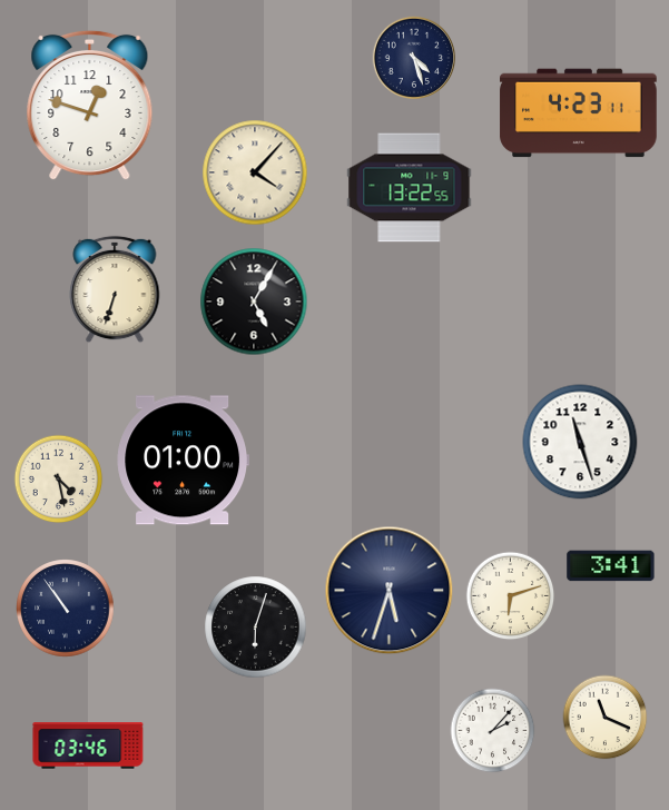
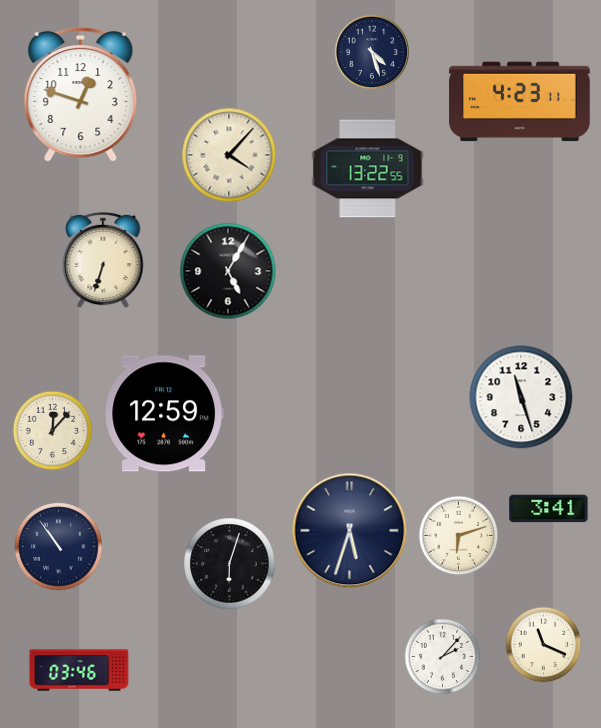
clock at (184, 461): 01:00 -> 12:59
clock at (59, 480): 4:28 -> 12:07
